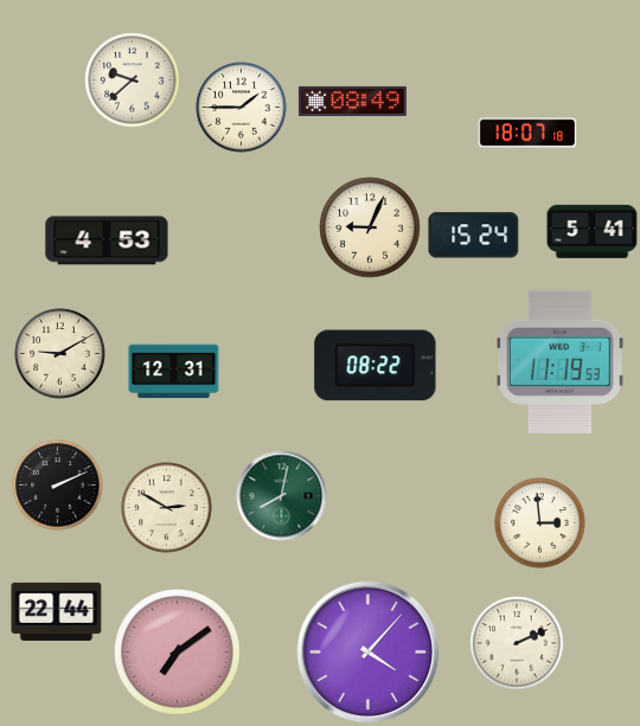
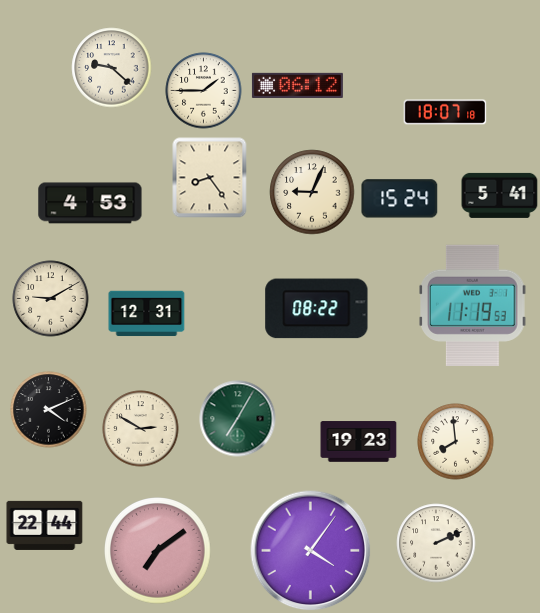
clock at (133, 81): 9:38 -> 9:22
clock at (352, 101): 08:49 -> 06:12
clock at (210, 178): none -> 8:24
clock at (58, 486): 2:11 -> 4:11
clock at (282, 496): 8:02 -> 7:05
clock at (359, 442): none -> 19:23
clock at (540, 523): 2:59 -> 7:59
clock at (57, 611) position: (57, 611) -> (45, 525)
clock at (178, 653) position: (178, 653) -> (158, 551)
clock at (369, 653): 4:07 -> 4:06
